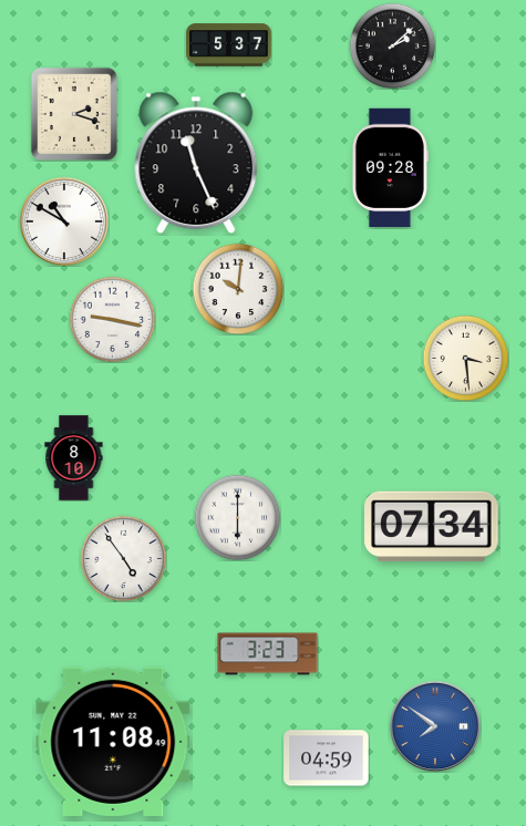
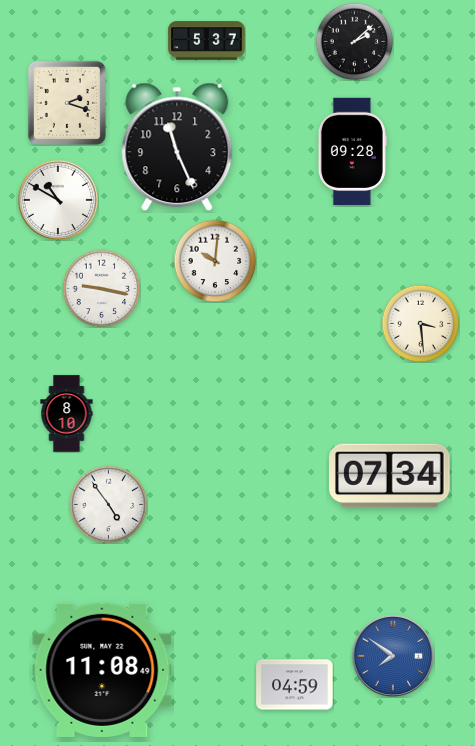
clock at (237, 517): 6:00 -> none
clock at (123, 558) position: (123, 558) -> (108, 504)
clock at (268, 654): 3:23 -> none
